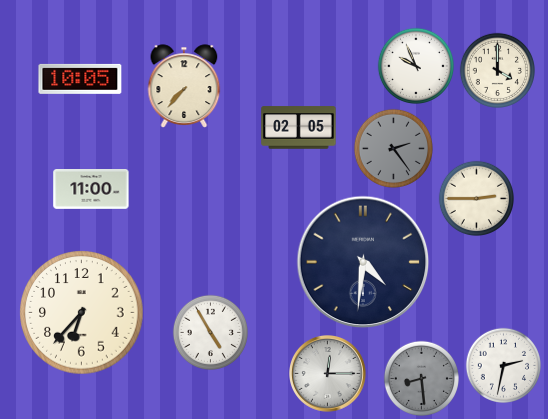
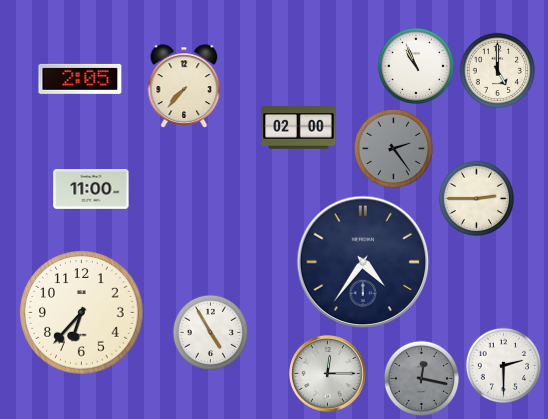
clock at (415, 65): 9:56 -> 10:56
clock at (497, 70): 4:00 -> 5:00
clock at (80, 79): 10:05 -> 2:05
clock at (299, 128): 02:05 -> 02:00
clock at (363, 262): 4:31 -> 4:36
clock at (503, 365): 2:32 -> 2:30
clock at (421, 378): 8:29 -> 12:17
